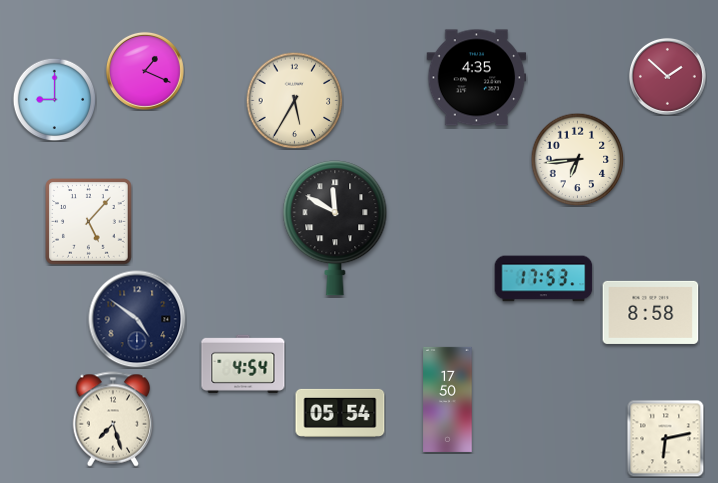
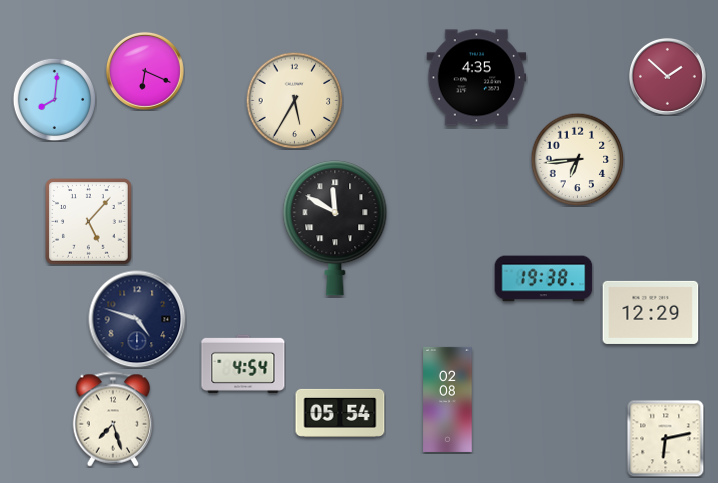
clock at (145, 71): 1:19 -> 6:19
clock at (54, 99): 9:00 -> 8:01
clock at (544, 279): 17:53 -> 19:38
clock at (651, 312): 8:58 -> 12:29
clock at (137, 319): 4:51 -> 4:48
clock at (448, 399): 17:50 -> 02:08
